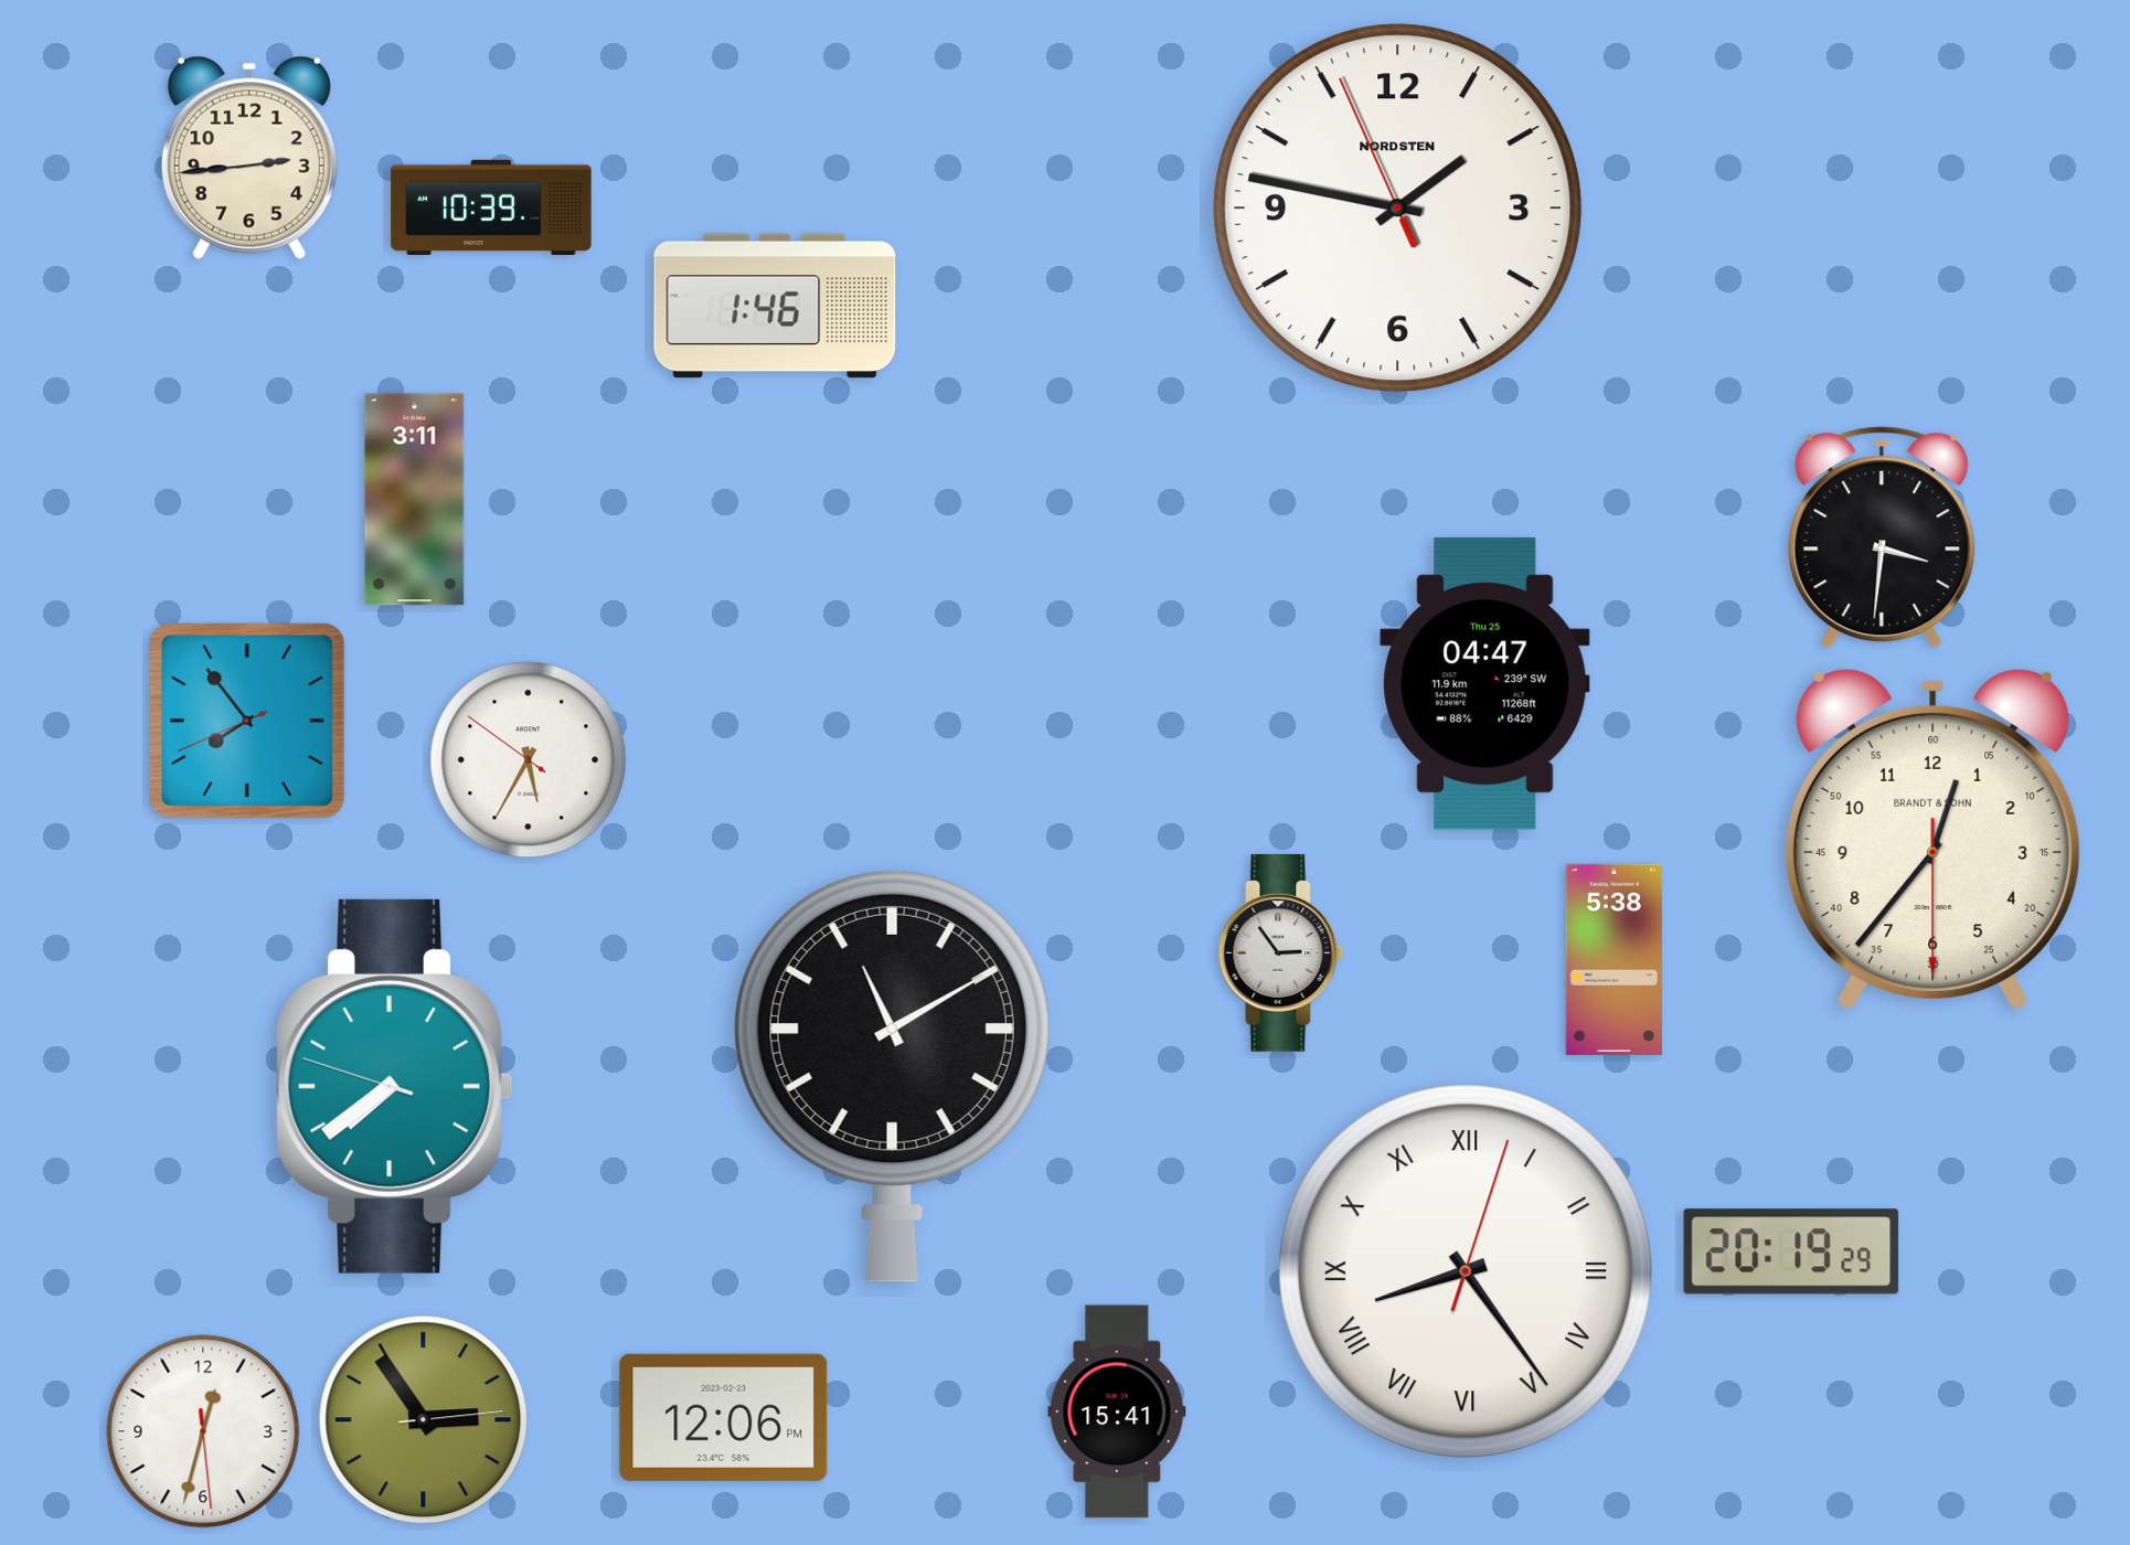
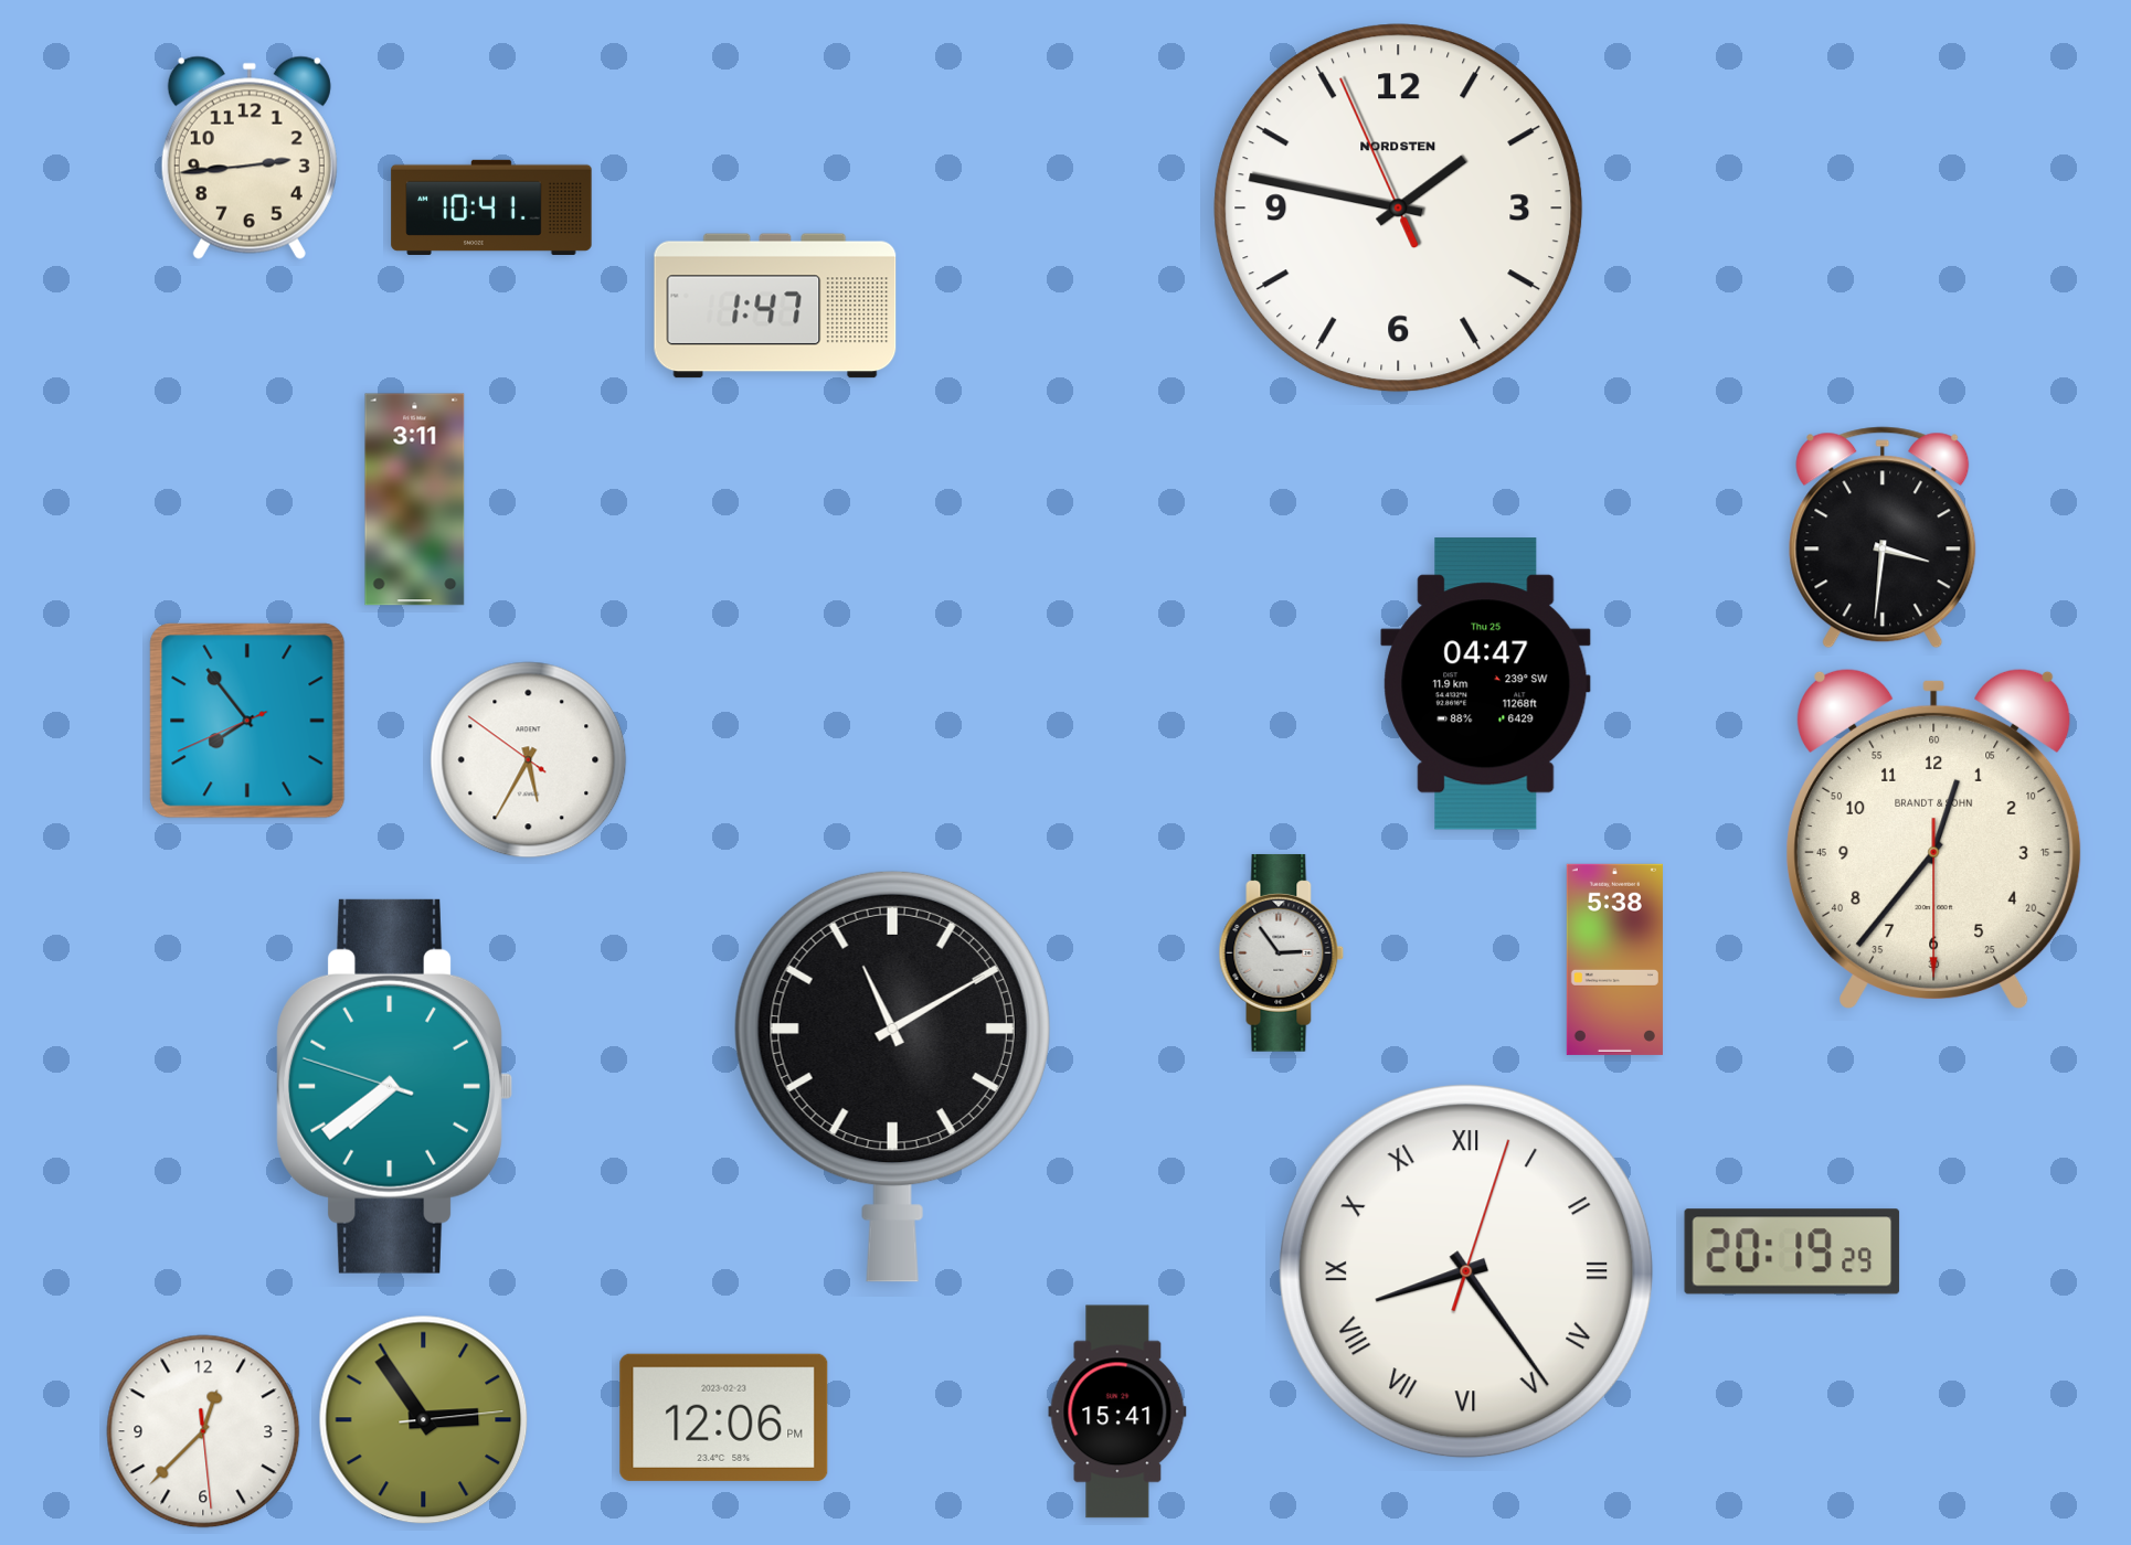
clock at (491, 207): 10:39 -> 10:41
clock at (775, 306): 1:46 -> 1:47
clock at (203, 1431): 12:32 -> 12:37
